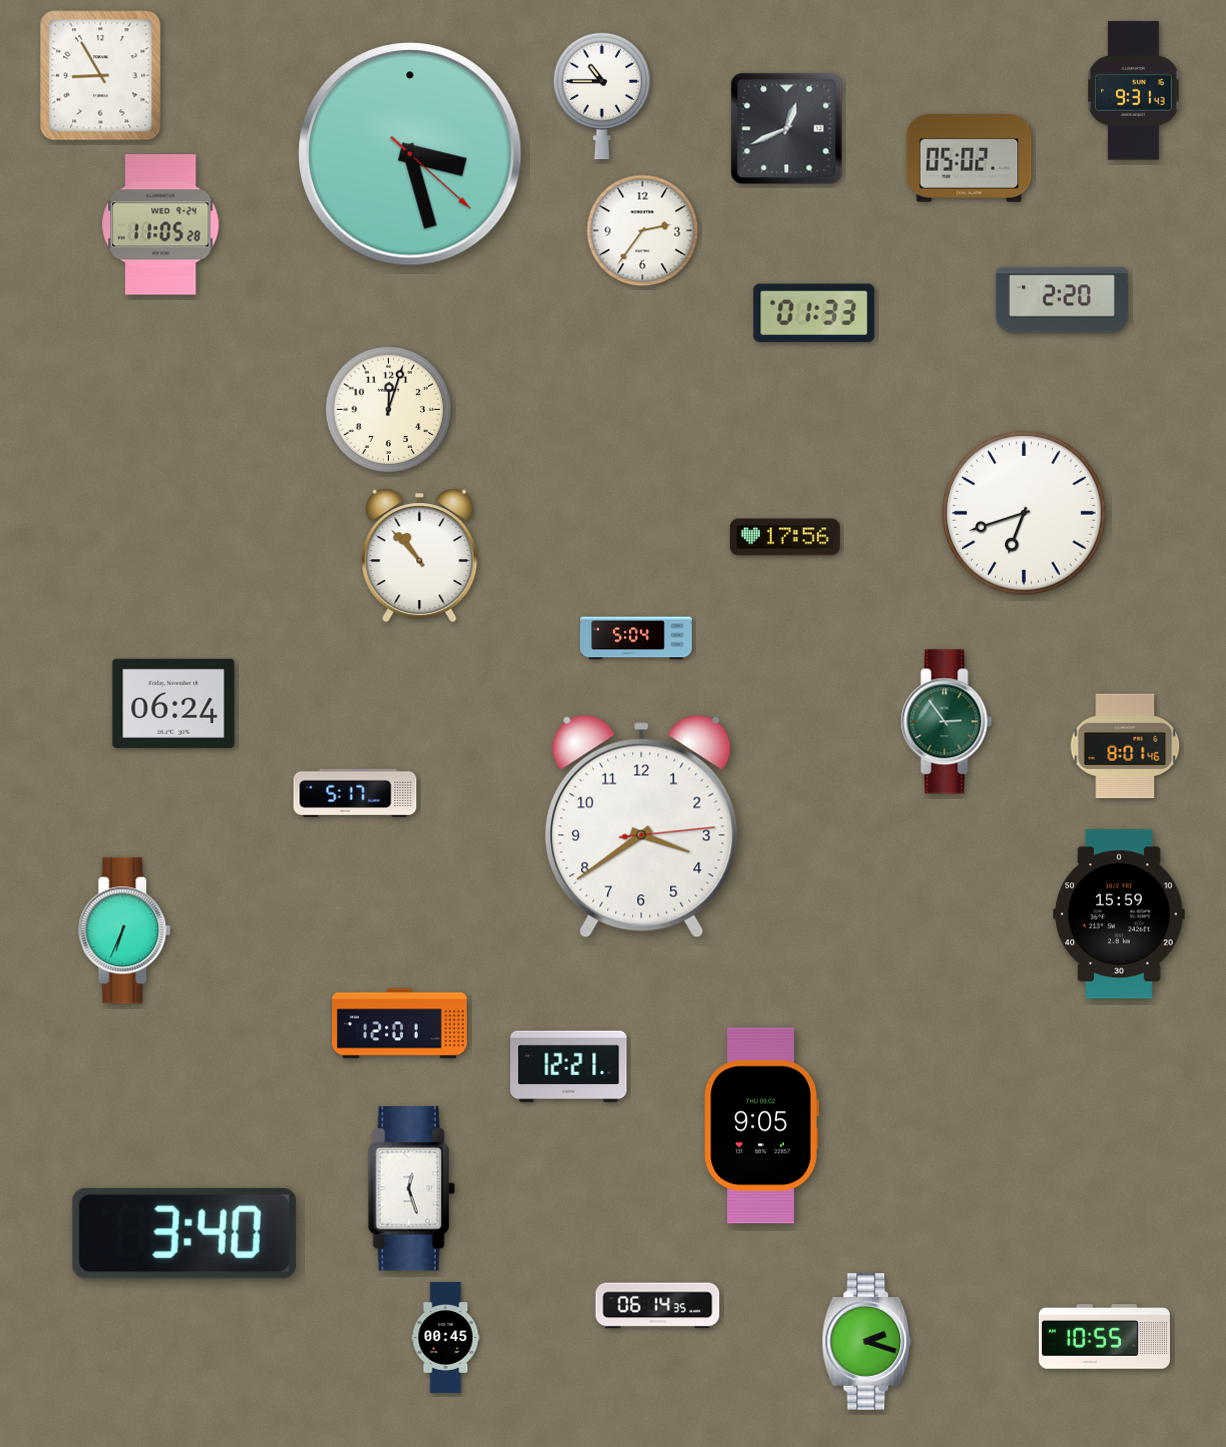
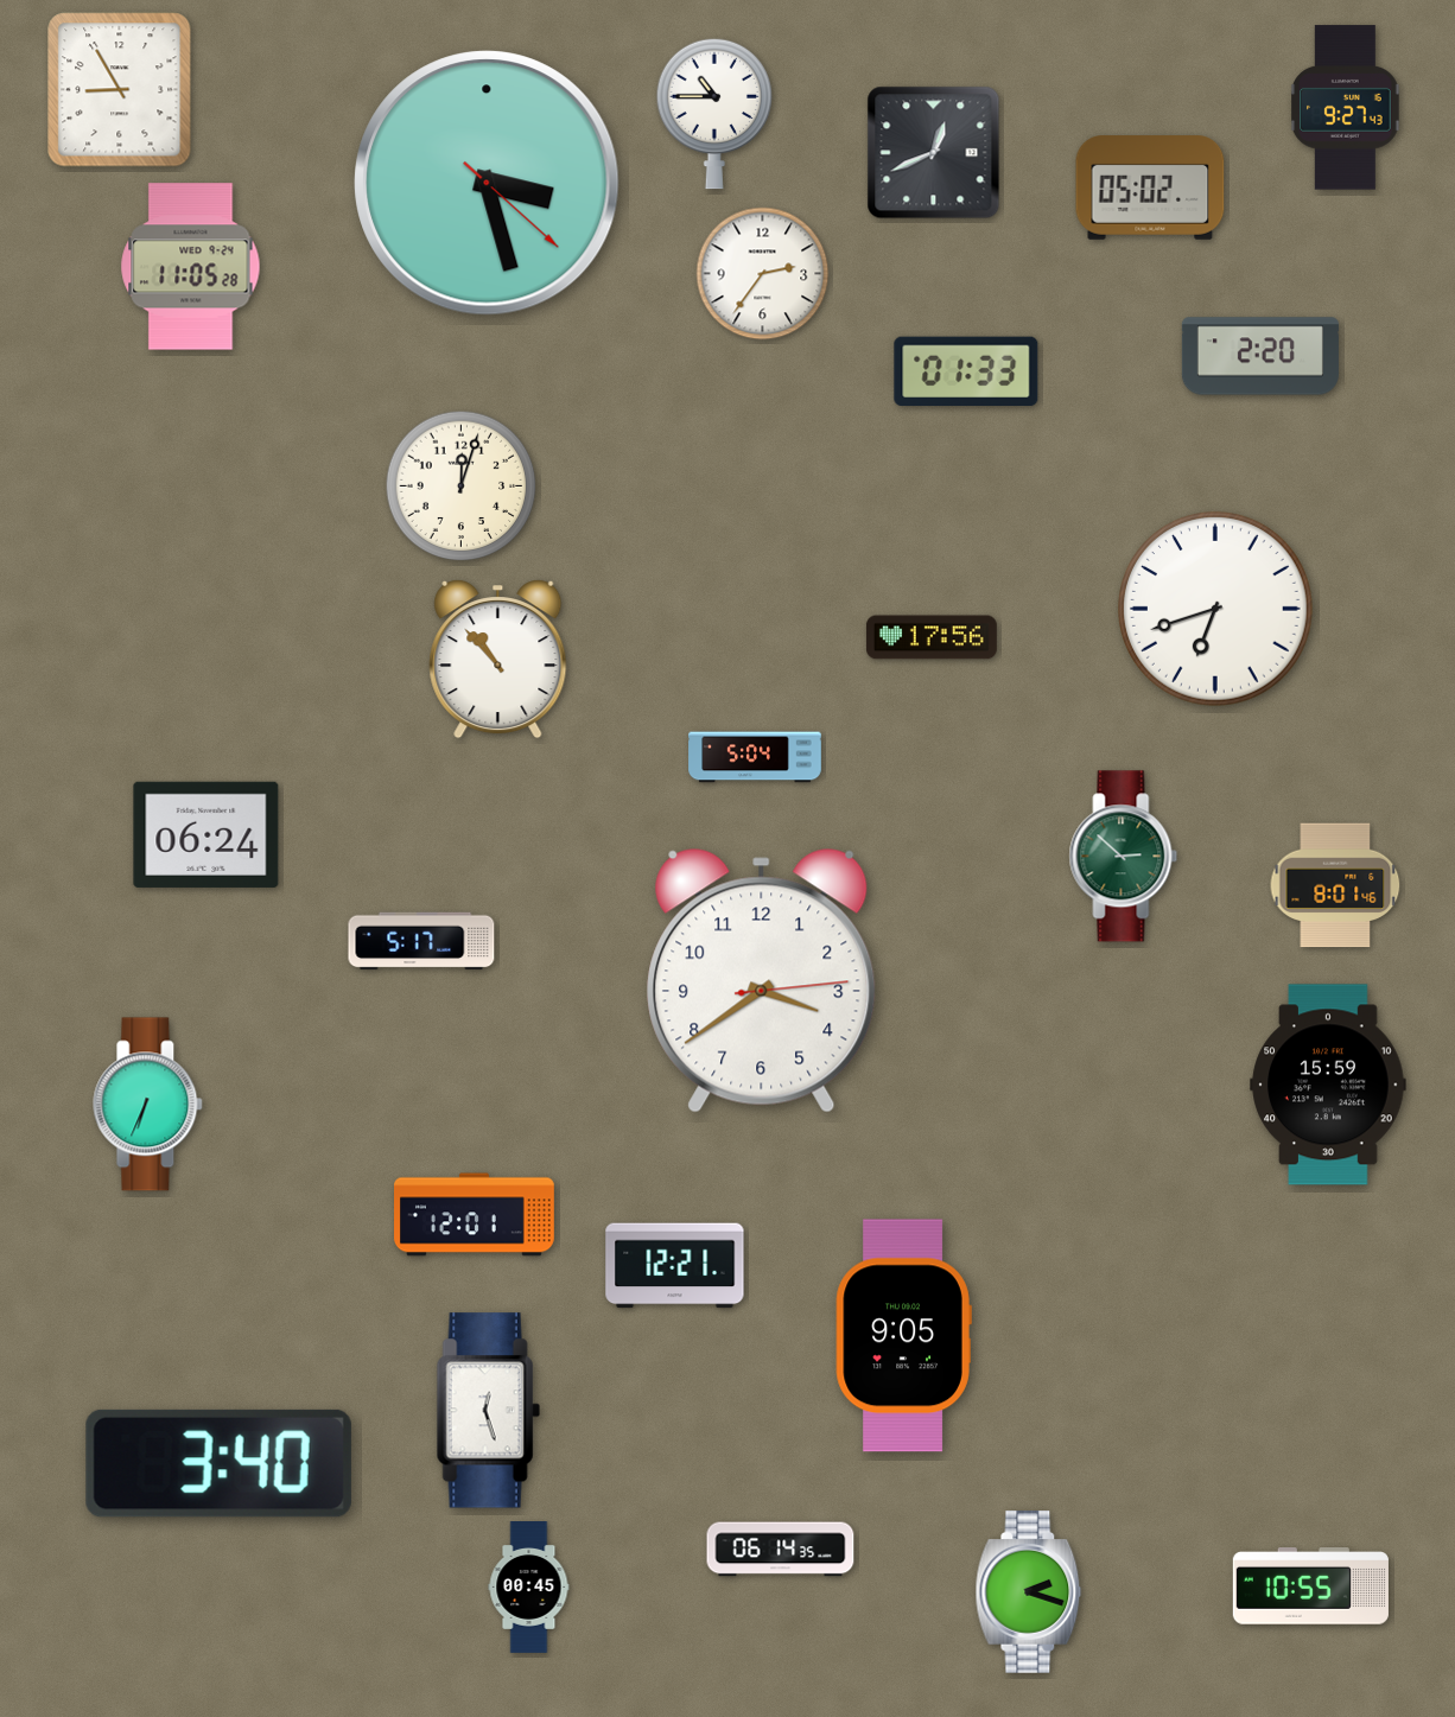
clock at (1134, 91): 9:31 -> 9:27
clock at (947, 722): 2:54 -> 2:52
